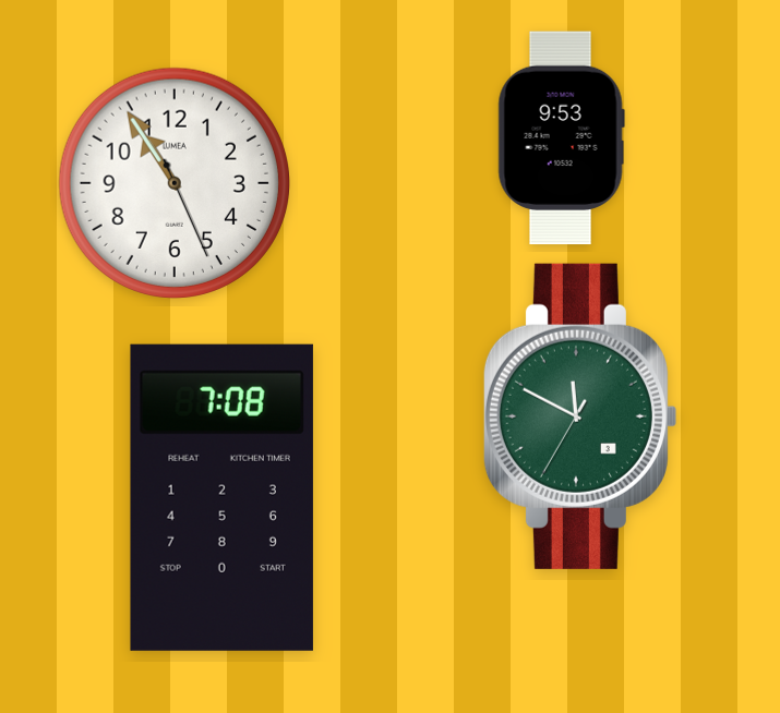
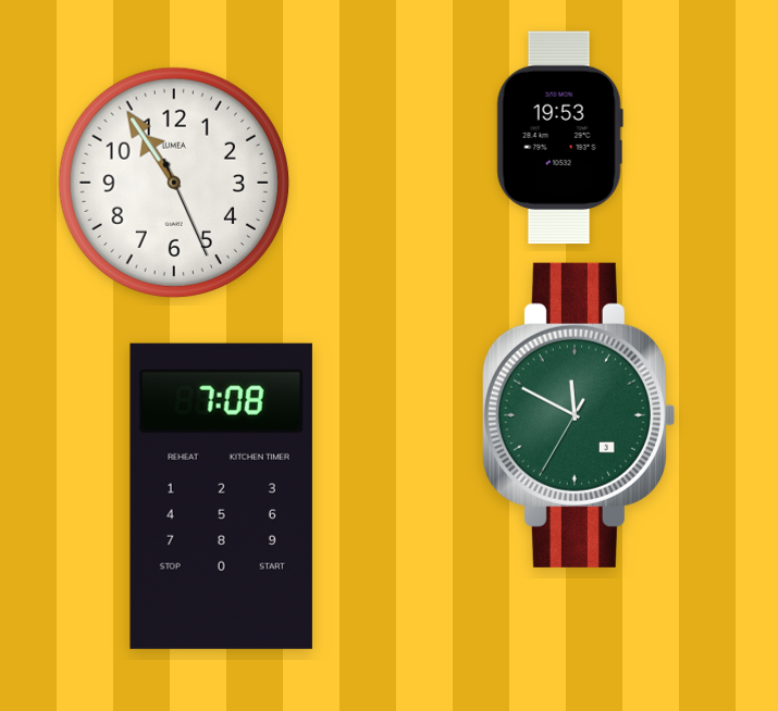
clock at (561, 138): 9:53 -> 19:53
